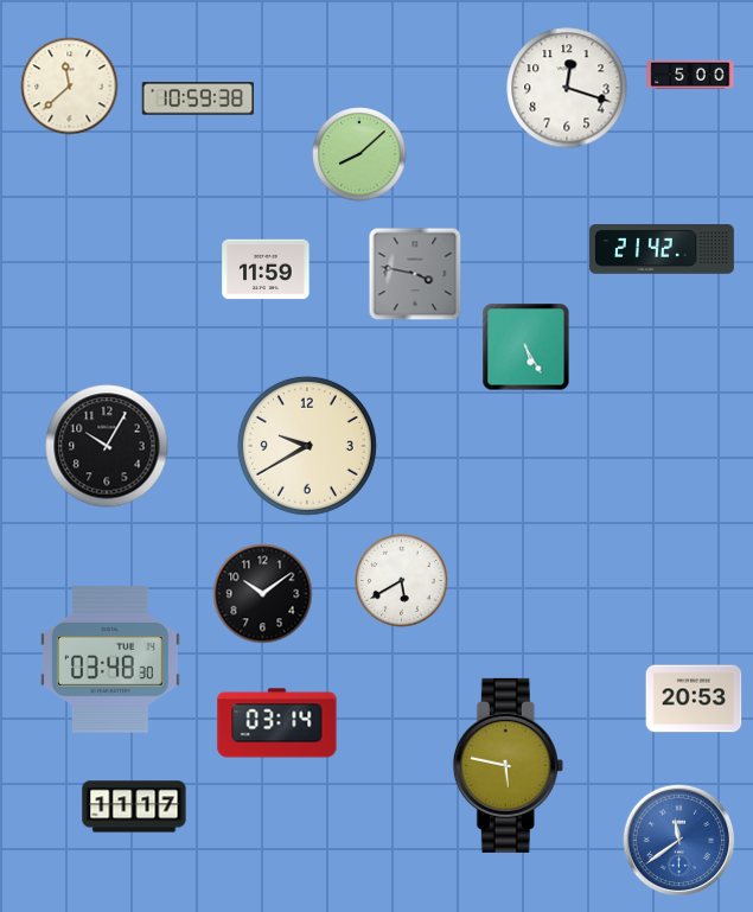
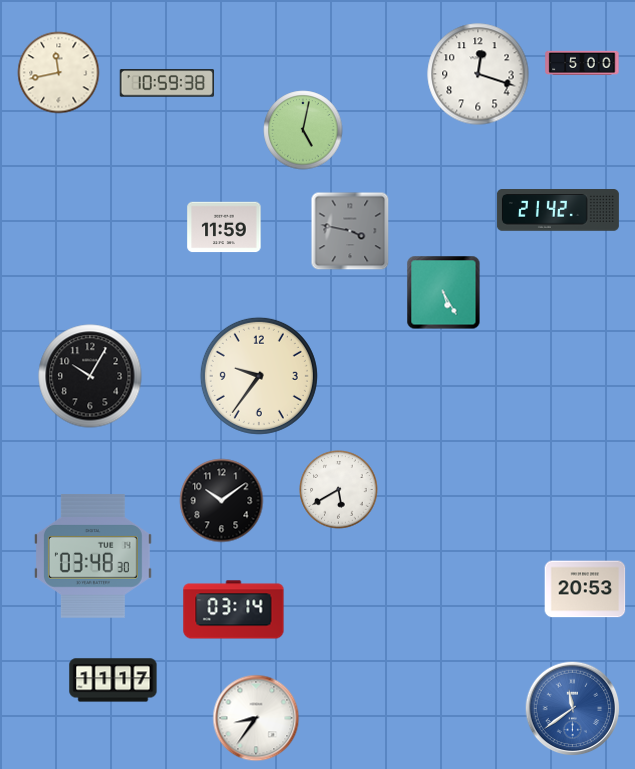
clock at (70, 87): 11:38 -> 11:43
clock at (359, 154): 8:08 -> 5:02
clock at (307, 446): 9:40 -> 9:36
clock at (508, 765): 5:47 -> none
clock at (256, 718): none -> 8:36
